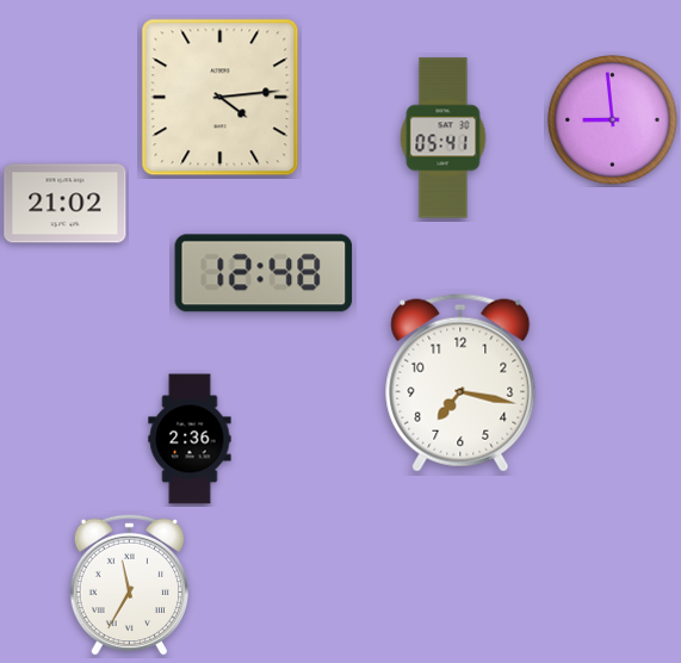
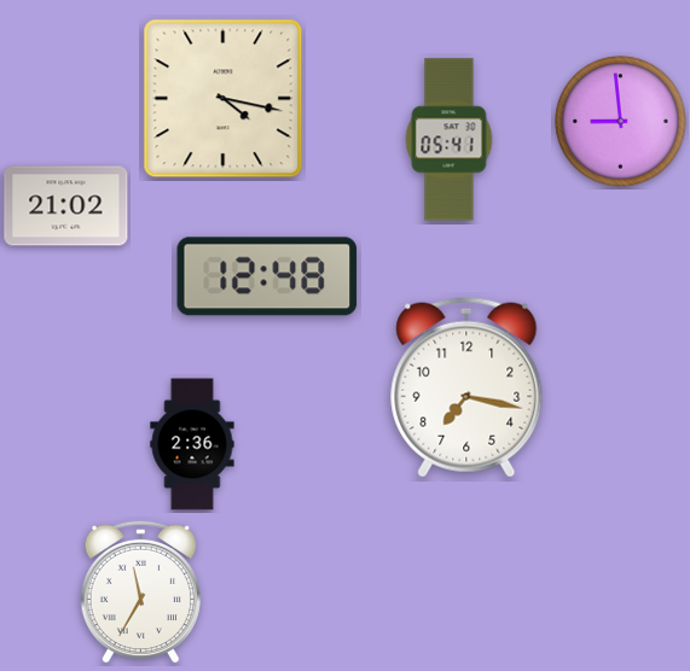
clock at (221, 98): 4:14 -> 4:17
clock at (129, 584) position: (129, 584) -> (140, 591)
